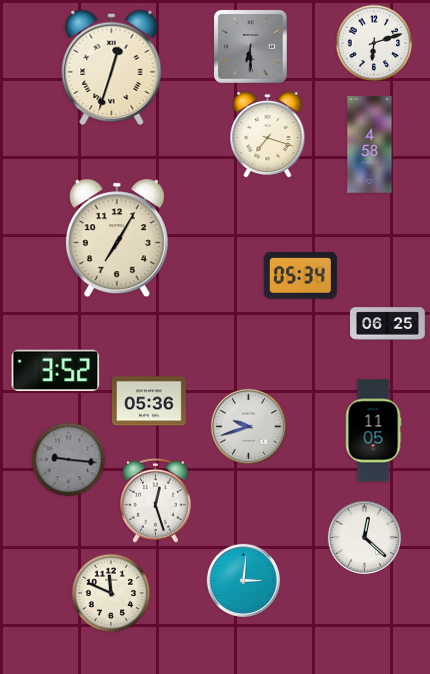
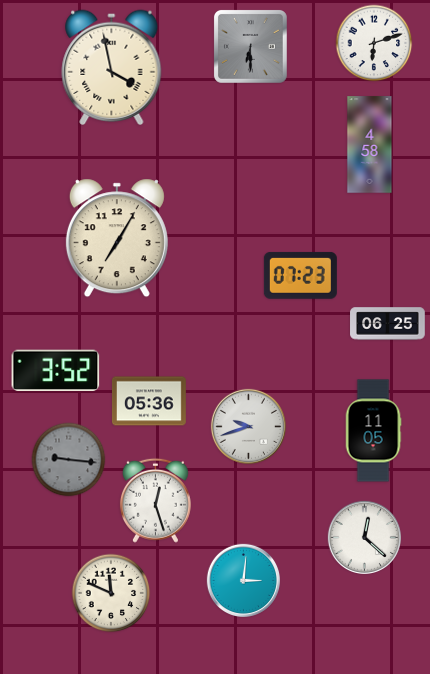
clock at (112, 67): 12:33 -> 3:58
clock at (268, 135): 7:18 -> none
clock at (300, 275): 05:34 -> 07:23
